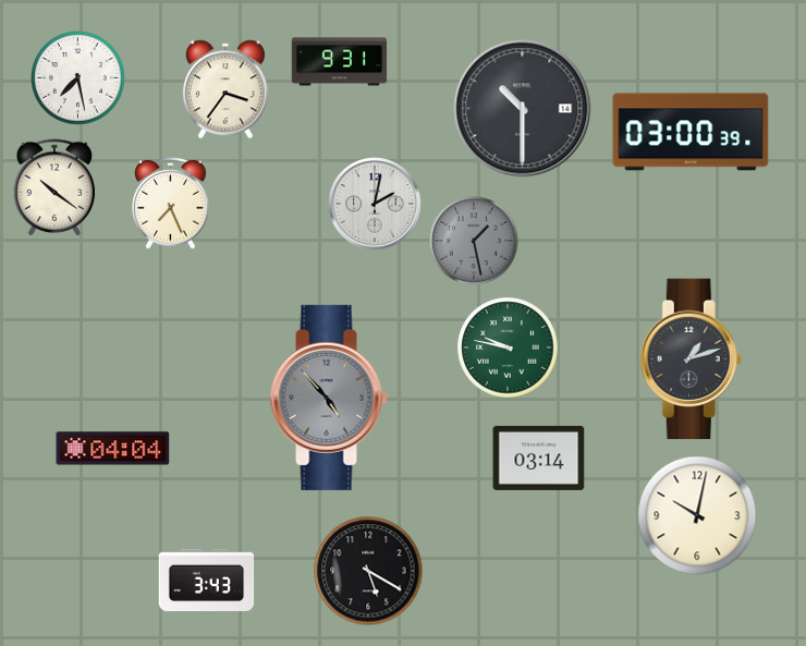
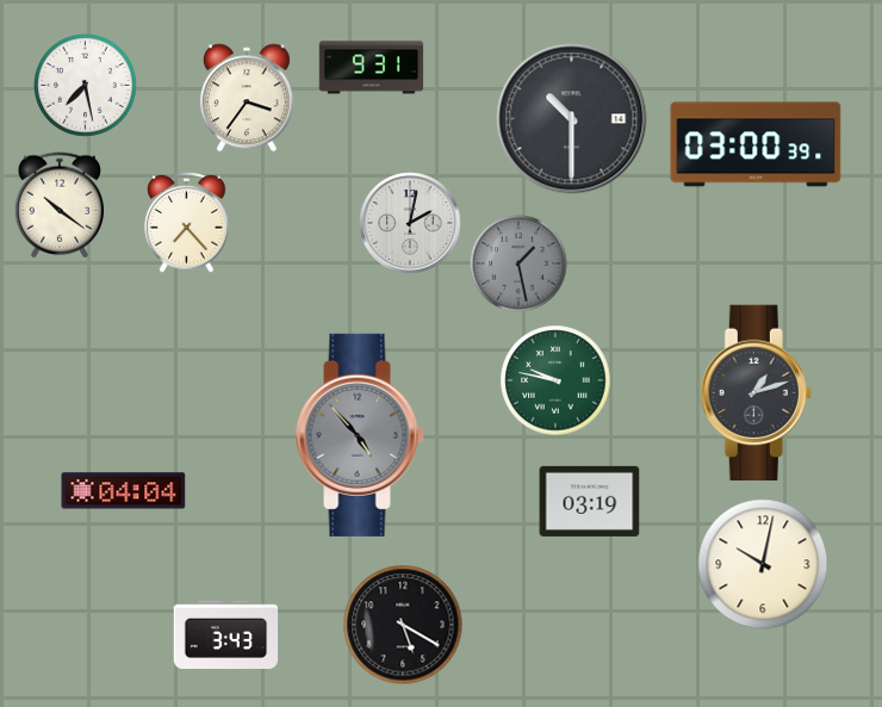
clock at (171, 204): 7:26 -> 7:23
clock at (539, 458): 03:14 -> 03:19
